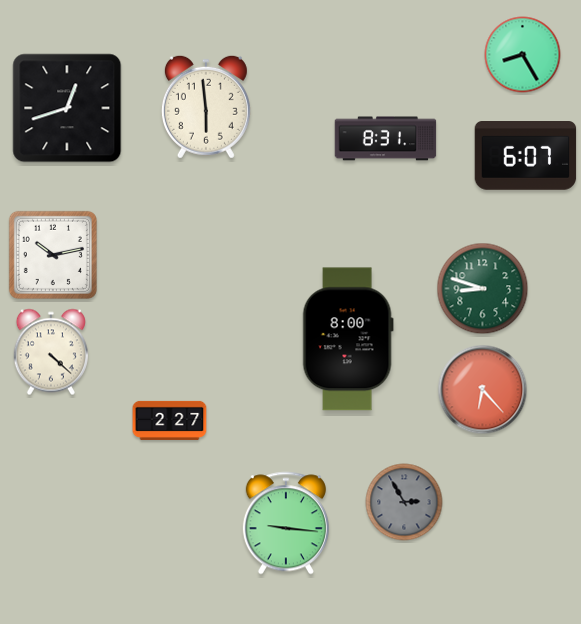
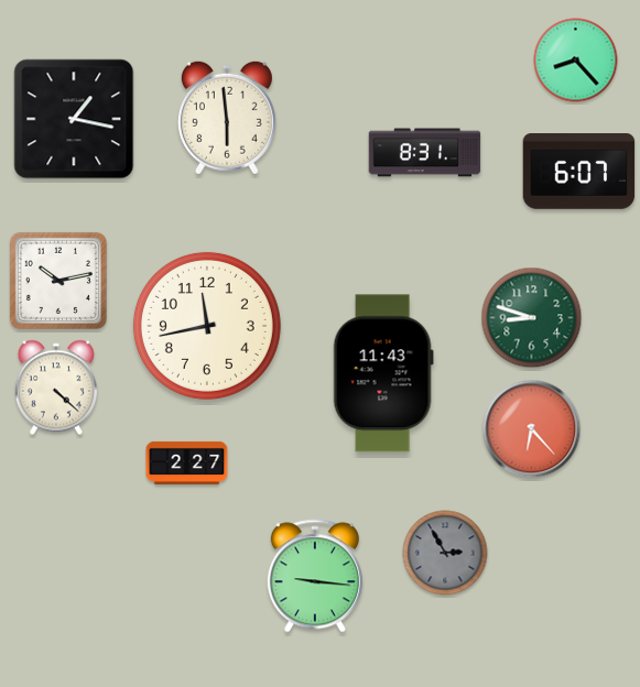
clock at (523, 55): 8:25 -> 8:23
clock at (67, 108): 12:42 -> 1:17
clock at (207, 326): none -> 11:43
clock at (348, 339): 8:00 -> 11:43
